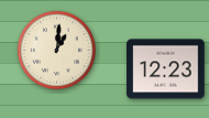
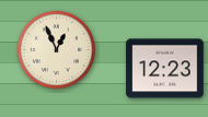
clock at (56, 50): 1:01 -> 12:56
